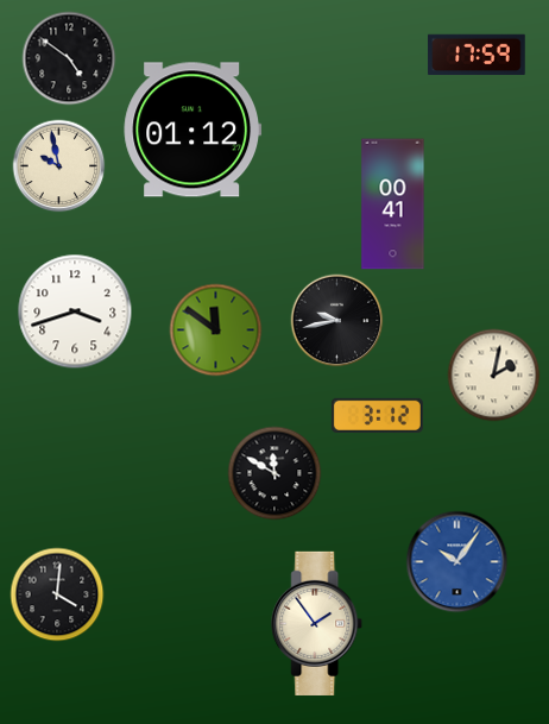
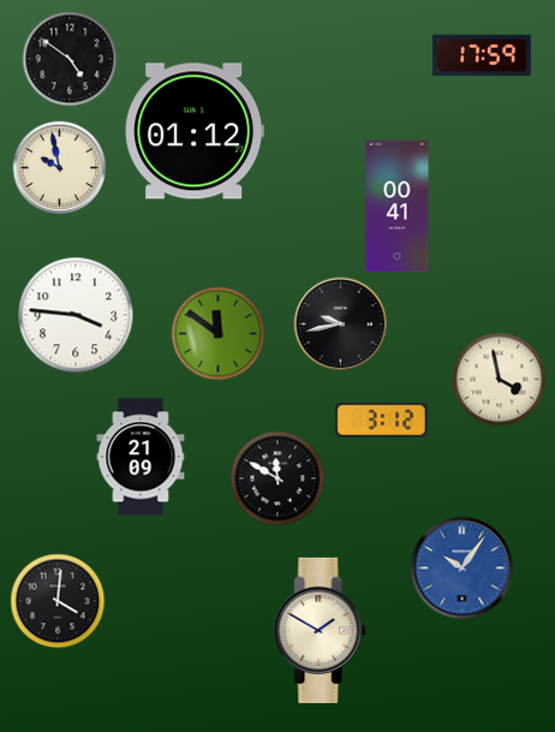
clock at (75, 311): 3:42 -> 3:46
clock at (493, 374): 2:02 -> 3:58
clock at (141, 457): none -> 21:09
clock at (317, 623): 1:54 -> 1:50
